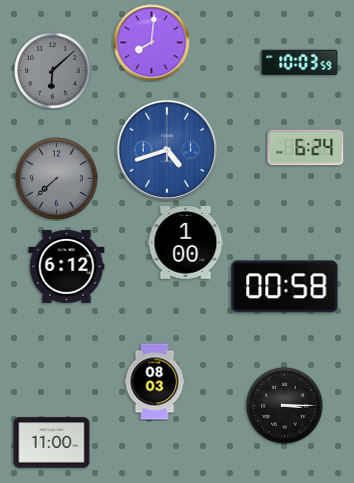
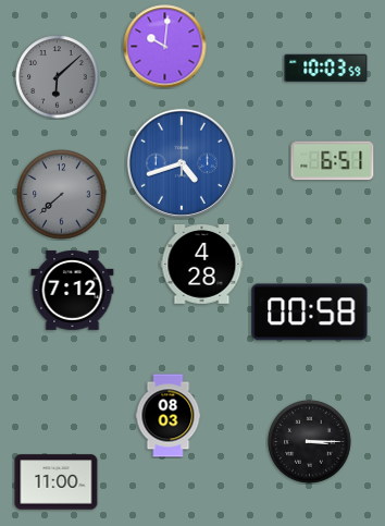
clock at (152, 43): 8:01 -> 10:01
clock at (306, 148): 6:24 -> 6:51
clock at (186, 243): 1:00 -> 4:28
clock at (67, 266): 6:12 -> 7:12
